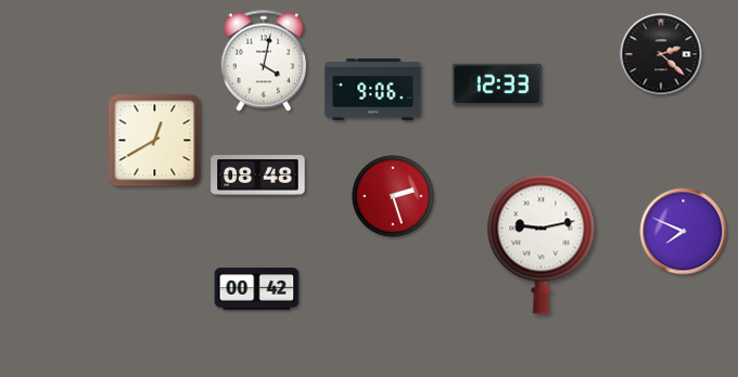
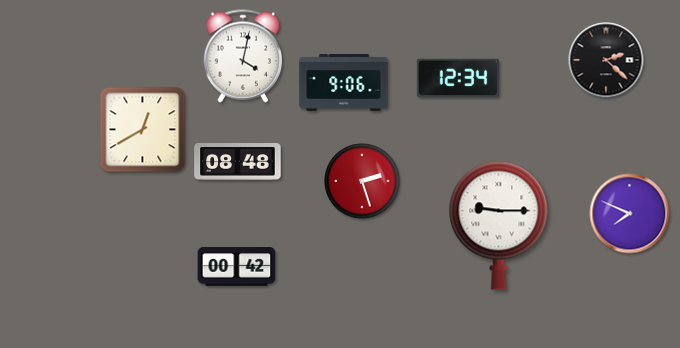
clock at (661, 54) position: (661, 54) -> (606, 60)
clock at (497, 84): 12:33 -> 12:34
clock at (542, 244): 9:13 -> 9:15
